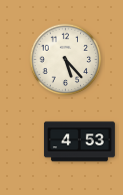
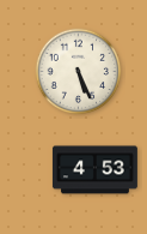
clock at (66, 60): 5:23 -> 5:26
